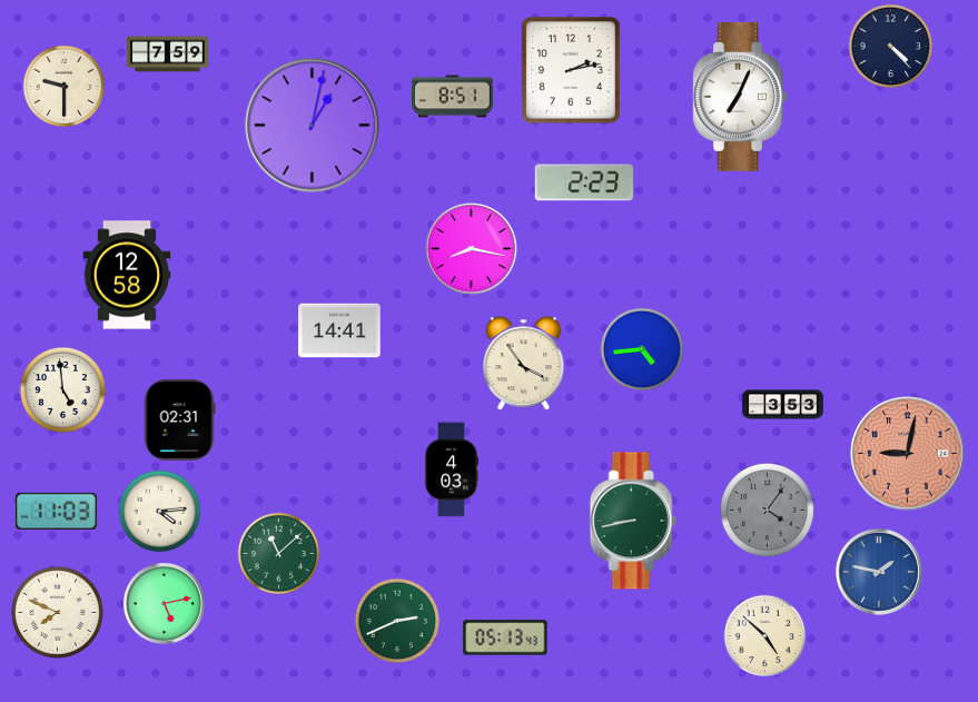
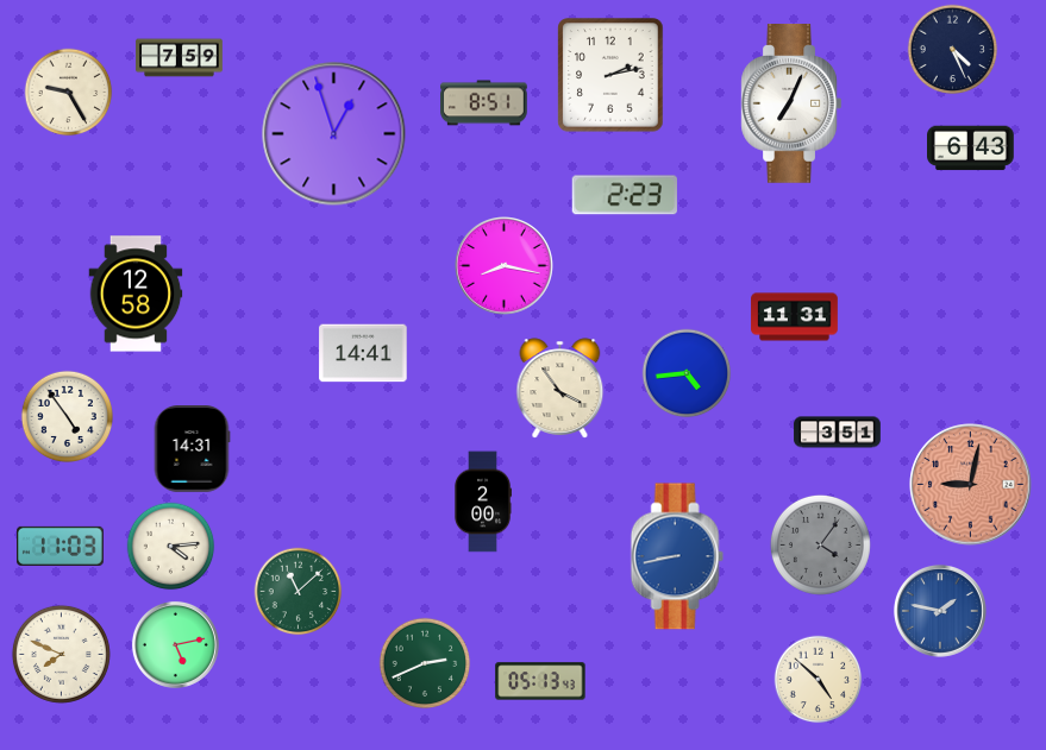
clock at (891, 47): 4:23 -> 4:26
clock at (65, 87): 9:30 -> 9:25
clock at (313, 126): 1:02 -> 12:57
clock at (971, 149): none -> 6:43
clock at (795, 317): none -> 11:31
clock at (62, 389): 4:59 -> 4:54
clock at (783, 405): 3:53 -> 3:51
clock at (179, 421): 02:31 -> 14:31
clock at (451, 469): 4:03 -> 2:00
clock at (633, 521) dial: green -> blue
